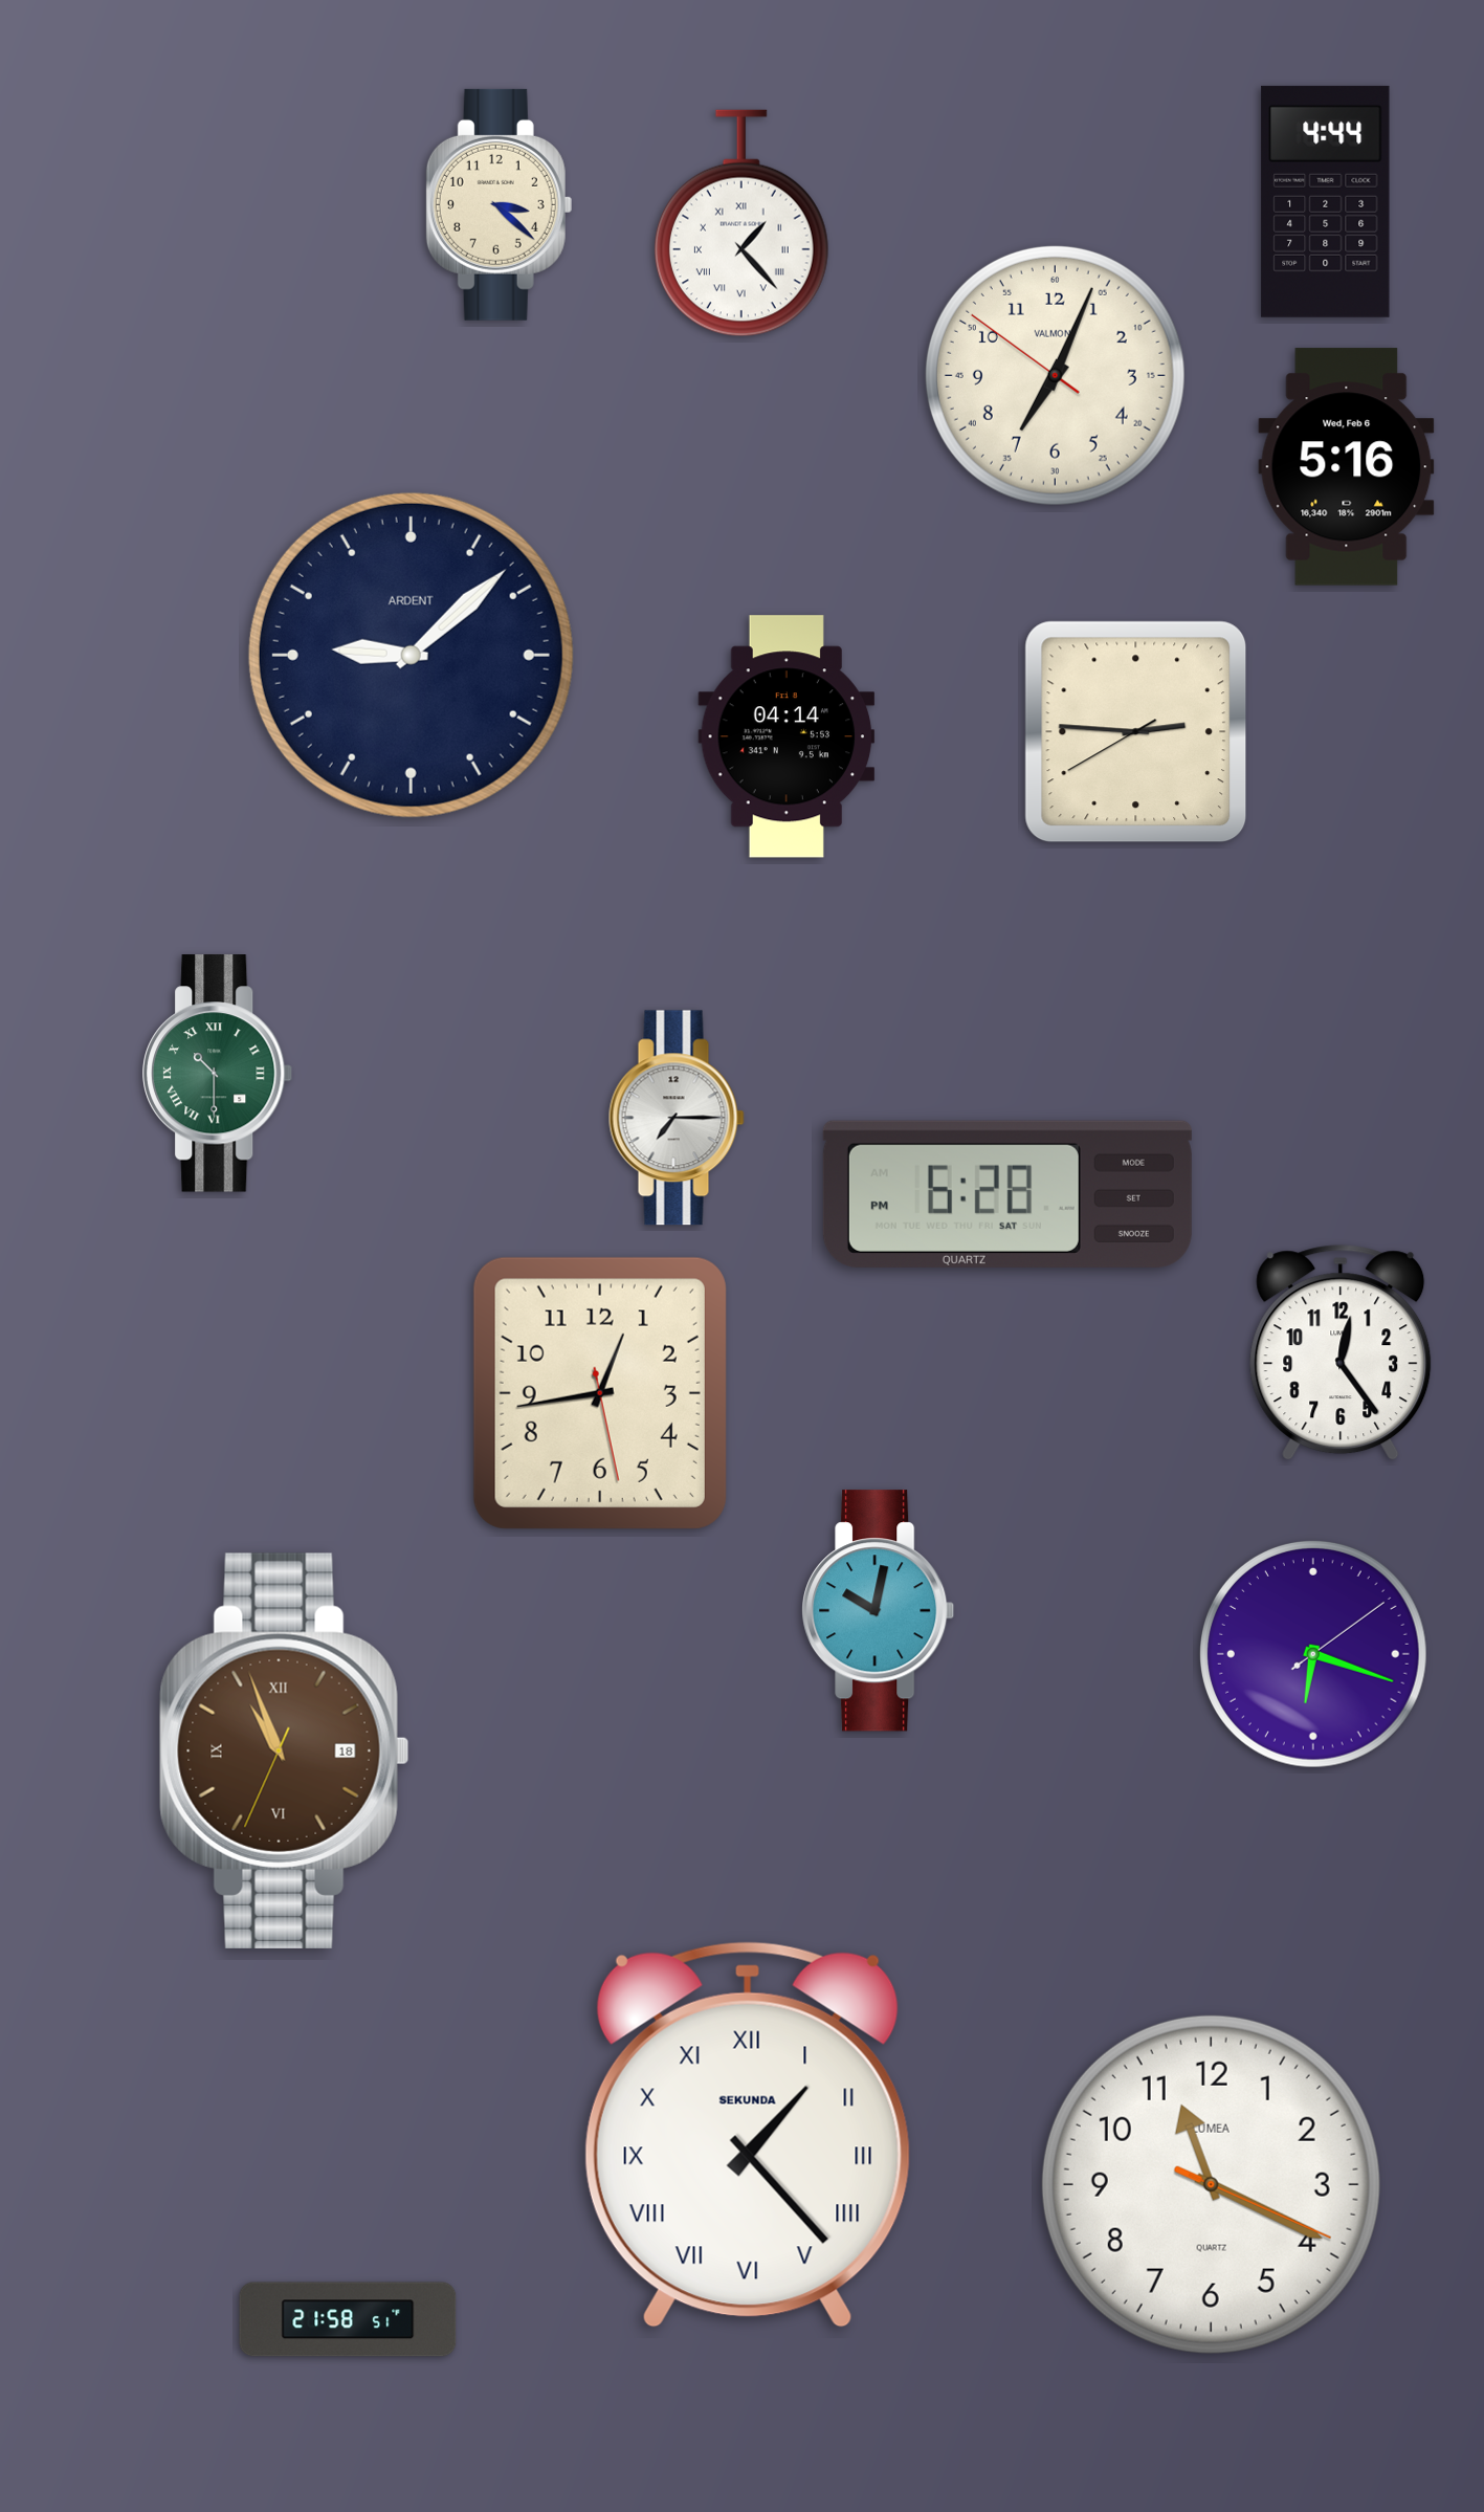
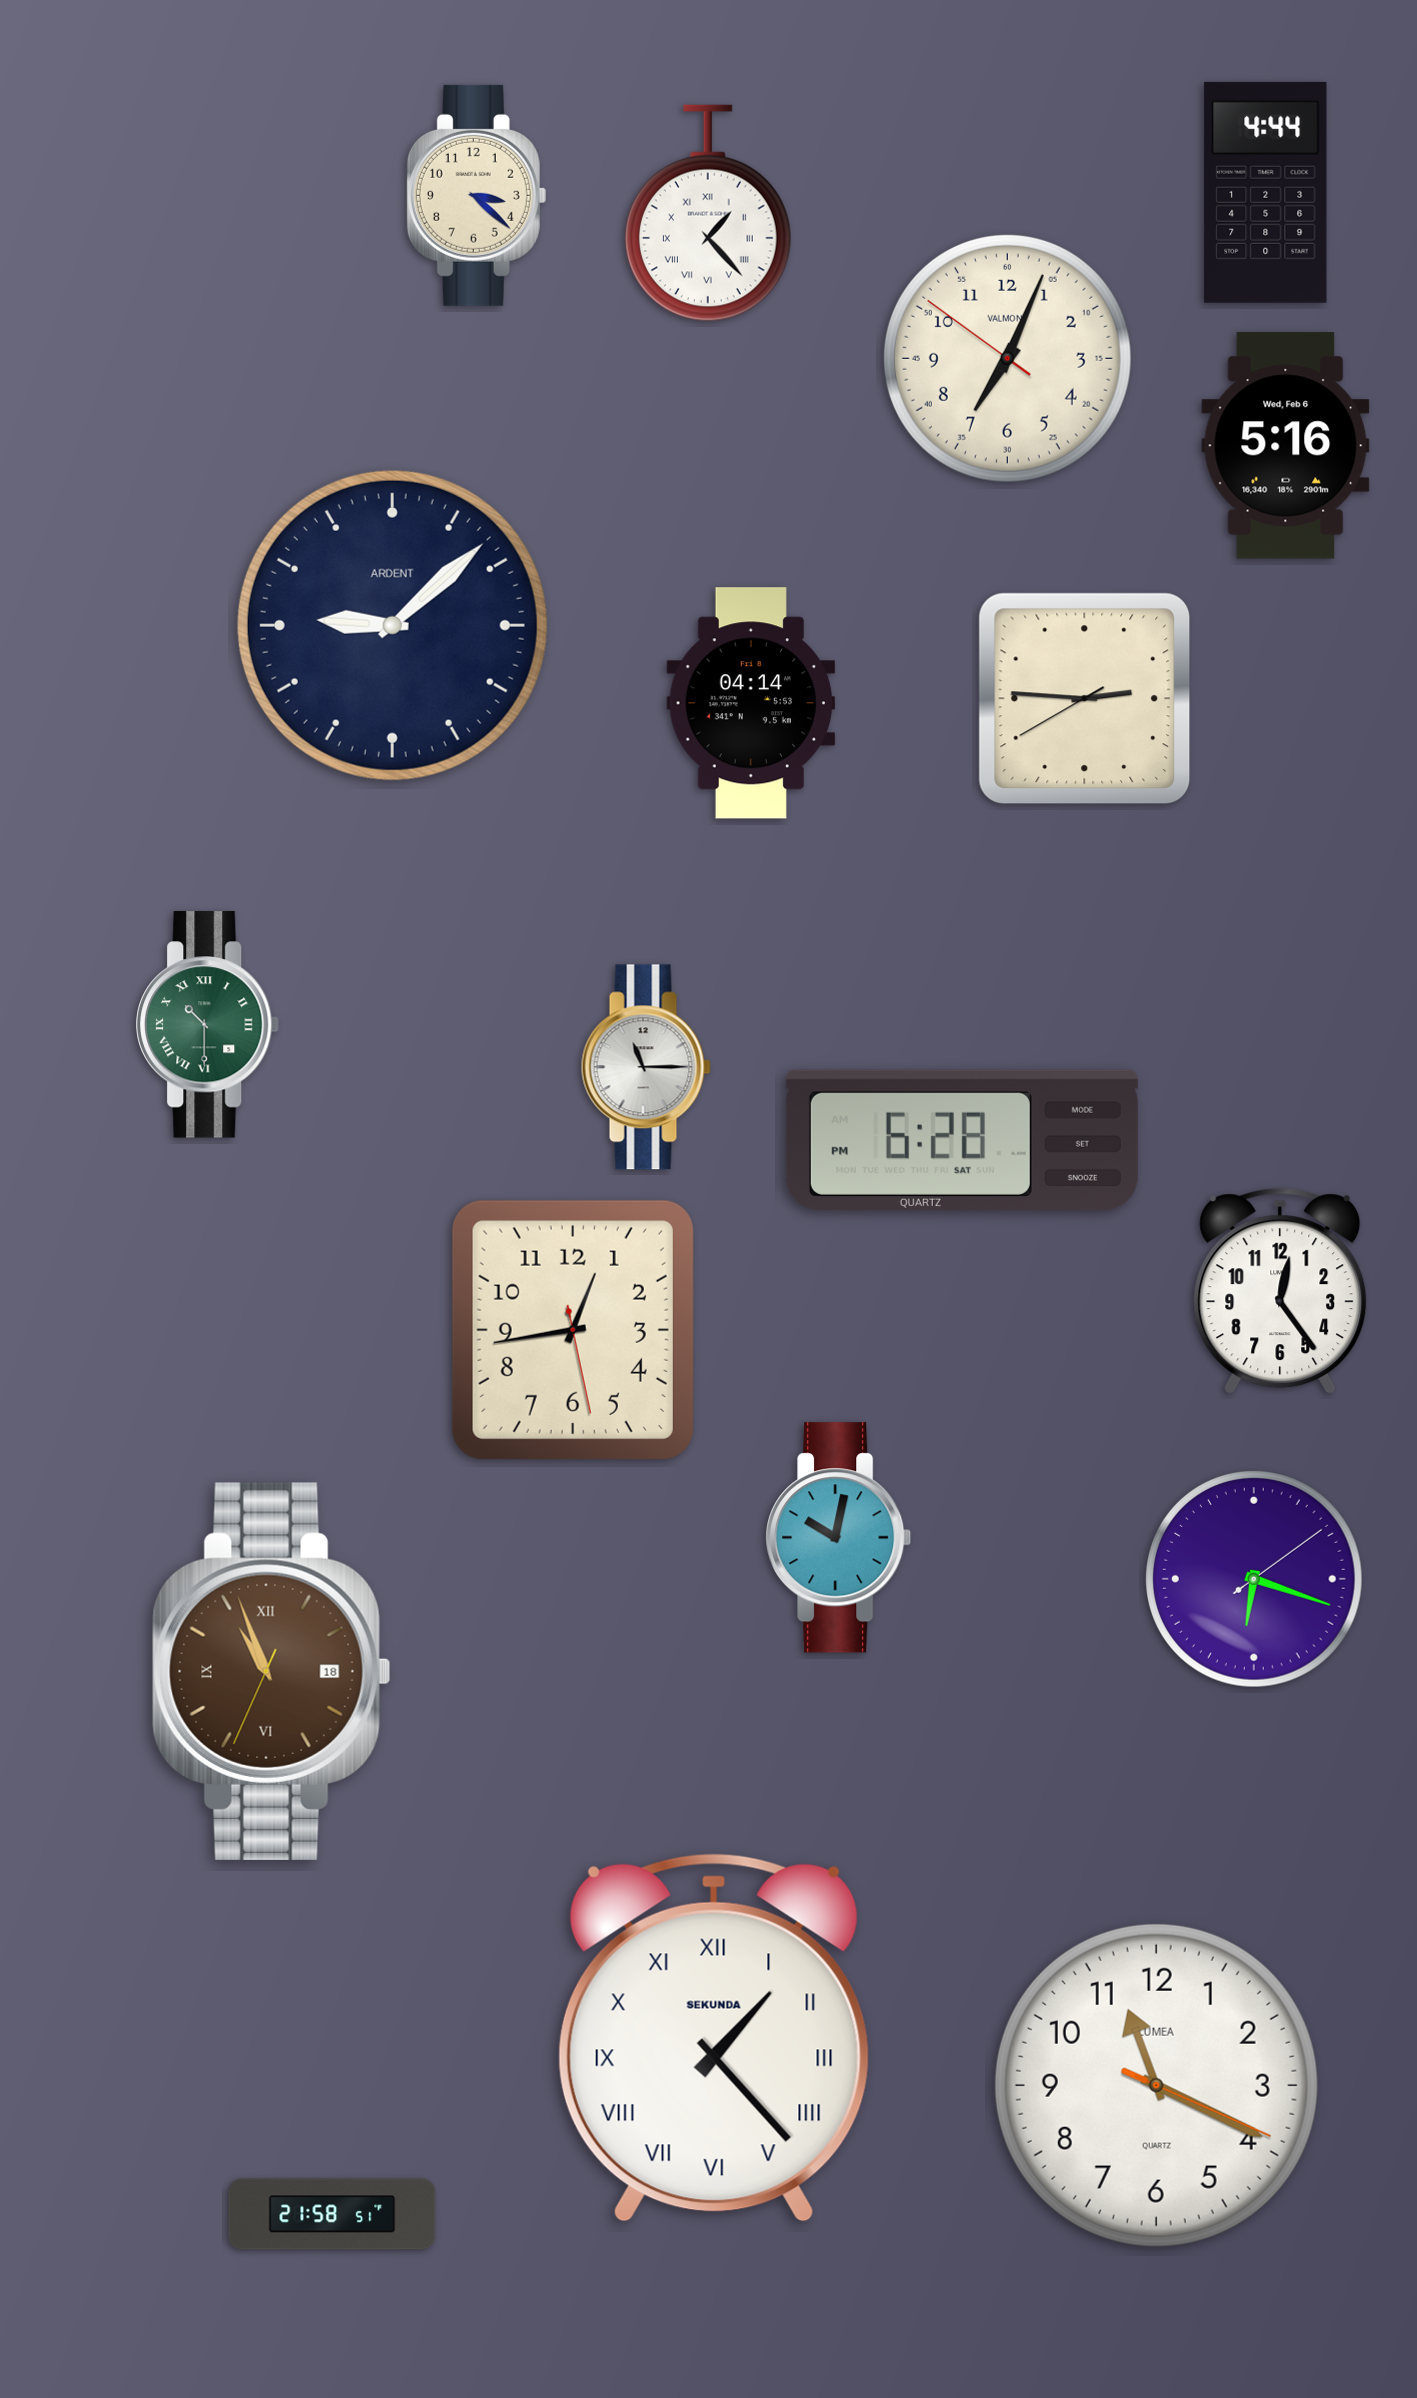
clock at (677, 1118): 7:15 -> 11:15
